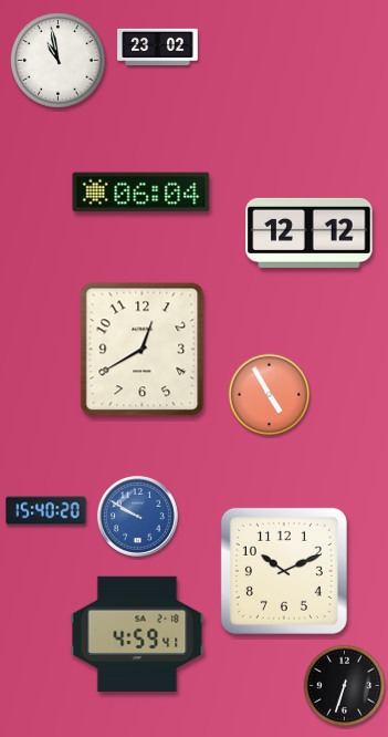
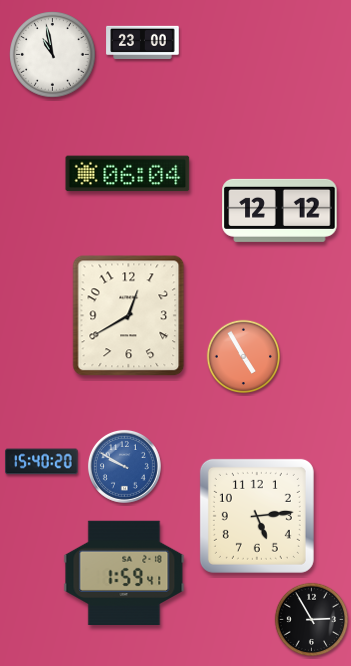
clock at (158, 46): 23:02 -> 23:00
clock at (284, 571): 10:11 -> 5:14
clock at (137, 633): 4:59 -> 1:59
clock at (345, 686): 6:33 -> 2:55
